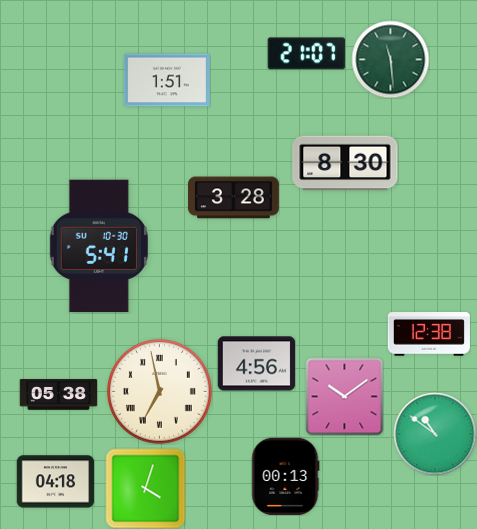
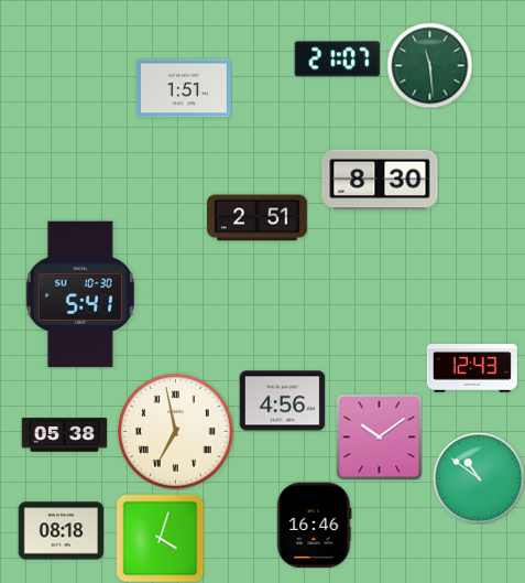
clock at (234, 198): 3:28 -> 2:51
clock at (99, 246) position: (99, 246) -> (80, 294)
clock at (429, 335): 12:38 -> 12:43
clock at (286, 476): 00:13 -> 16:46
clock at (55, 482): 04:18 -> 08:18
